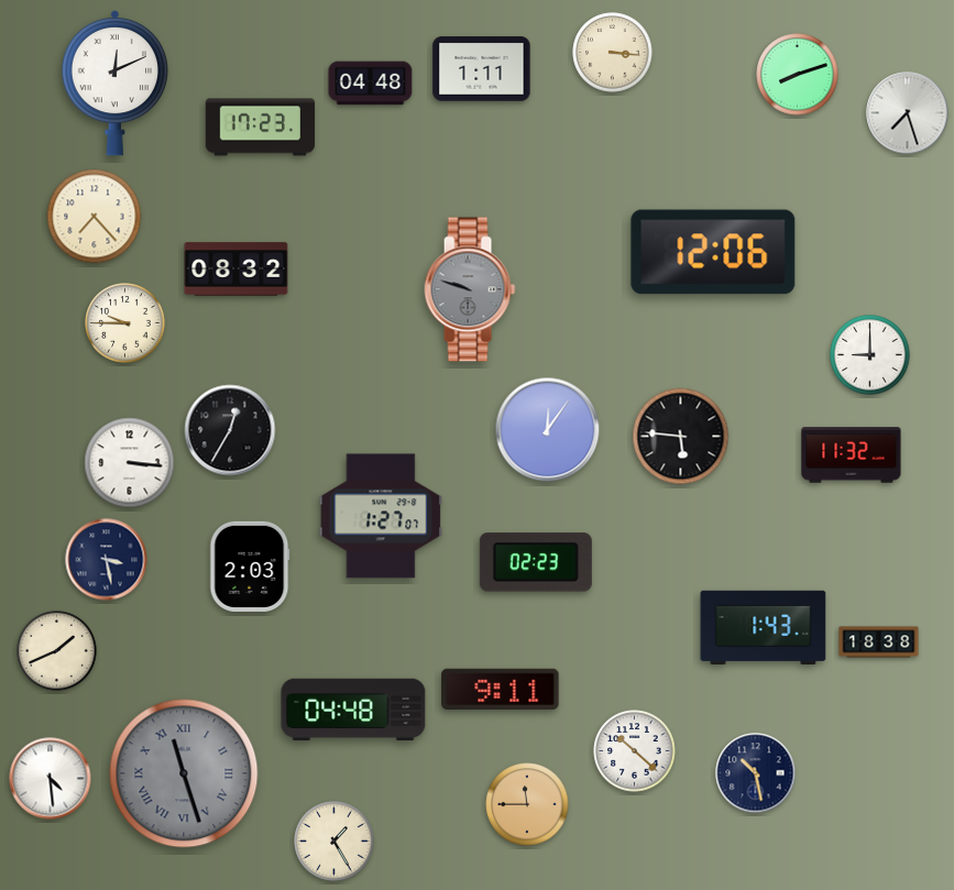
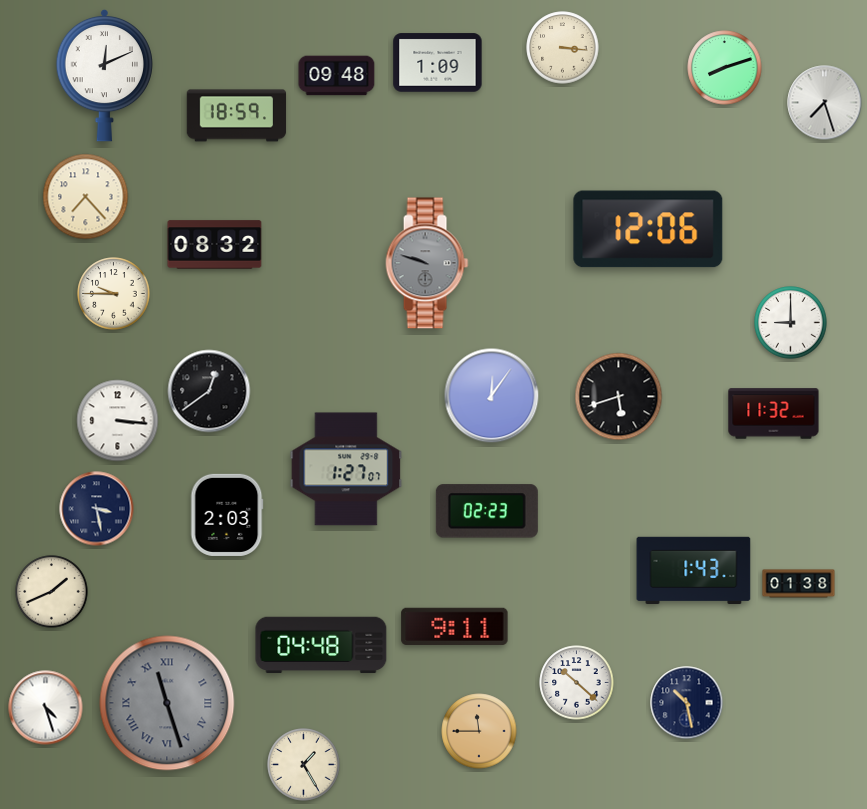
clock at (613, 53) position: (613, 53) -> (563, 48)
clock at (482, 69): 1:11 -> 1:09
clock at (371, 84): 04:48 -> 09:48
clock at (261, 128): 17:23 -> 18:59
clock at (230, 430): 12:35 -> 12:39
clock at (548, 430) position: (548, 430) -> (492, 396)
clock at (681, 437): 5:46 -> 5:42
clock at (879, 642): 18:38 -> 01:38
clock at (51, 779): 4:29 -> 4:27
